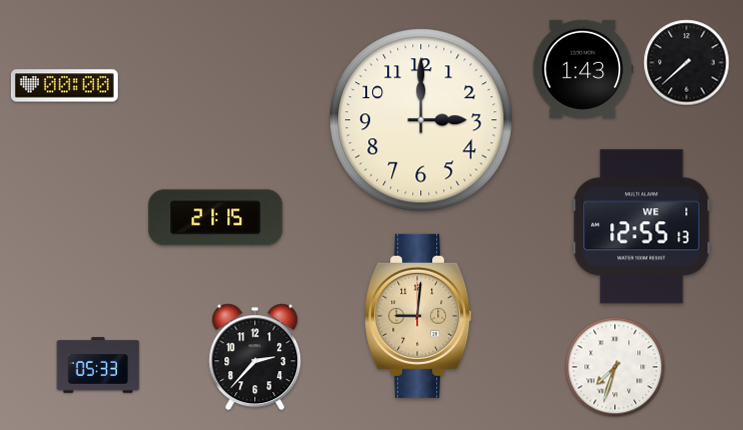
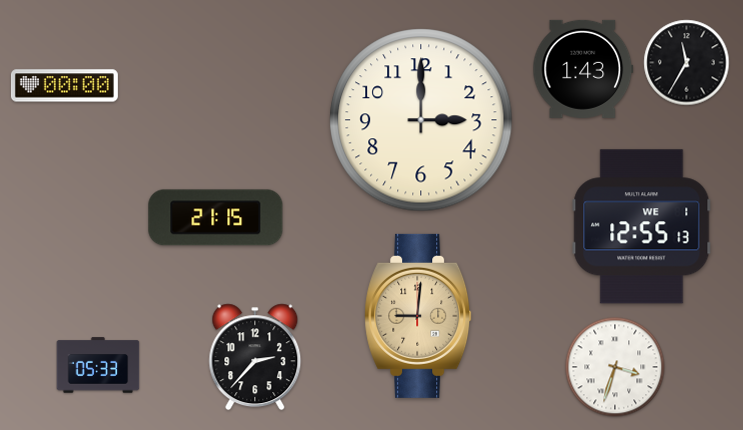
clock at (687, 63): 7:38 -> 11:35
clock at (615, 367): 7:33 -> 3:33
